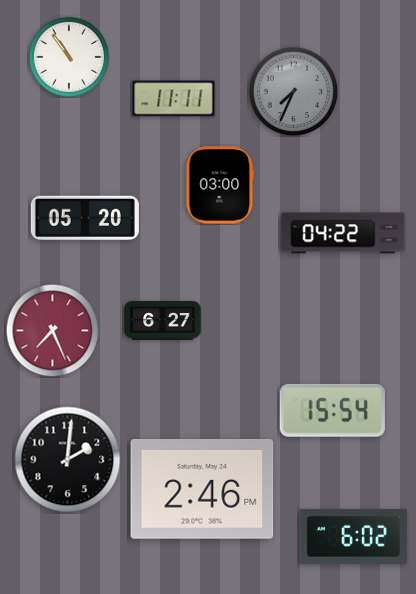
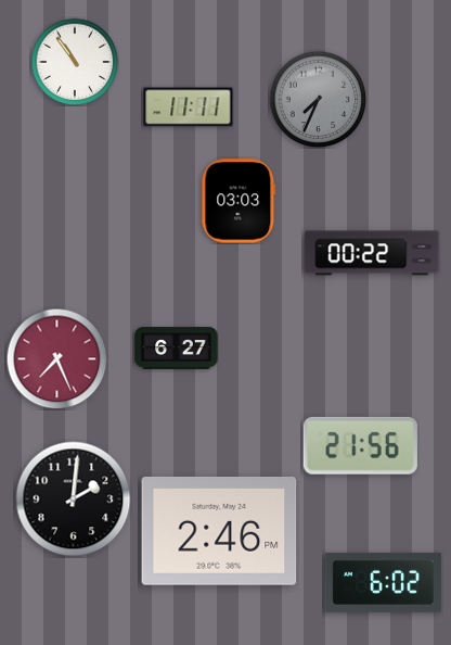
clock at (220, 185): 03:00 -> 03:03
clock at (85, 218): 05:20 -> none
clock at (343, 233): 04:22 -> 00:22
clock at (332, 410): 15:54 -> 21:56
